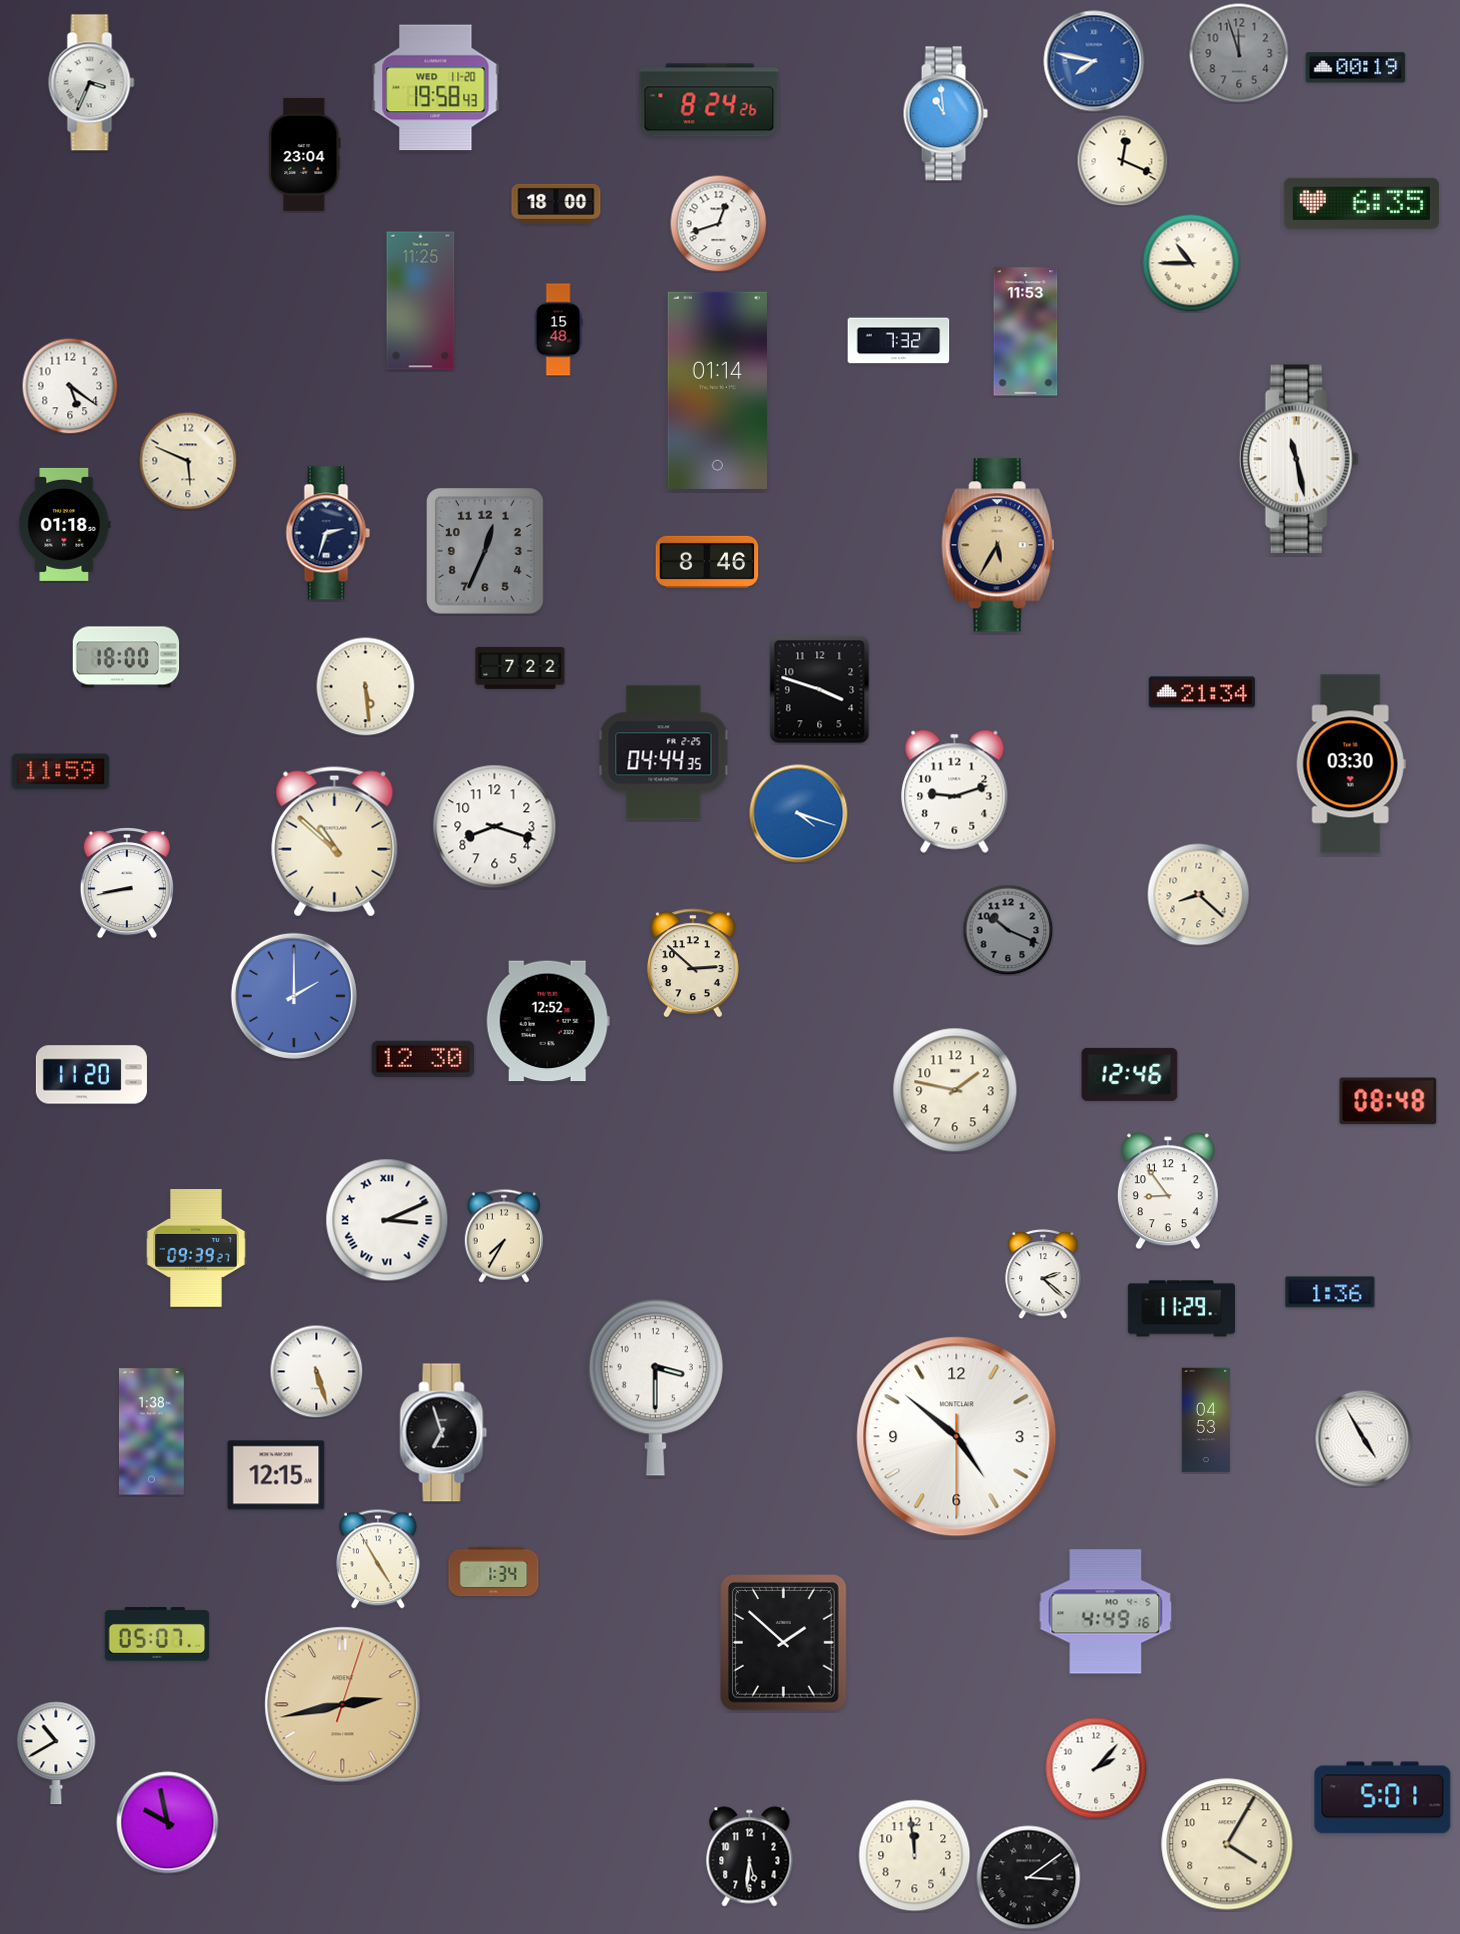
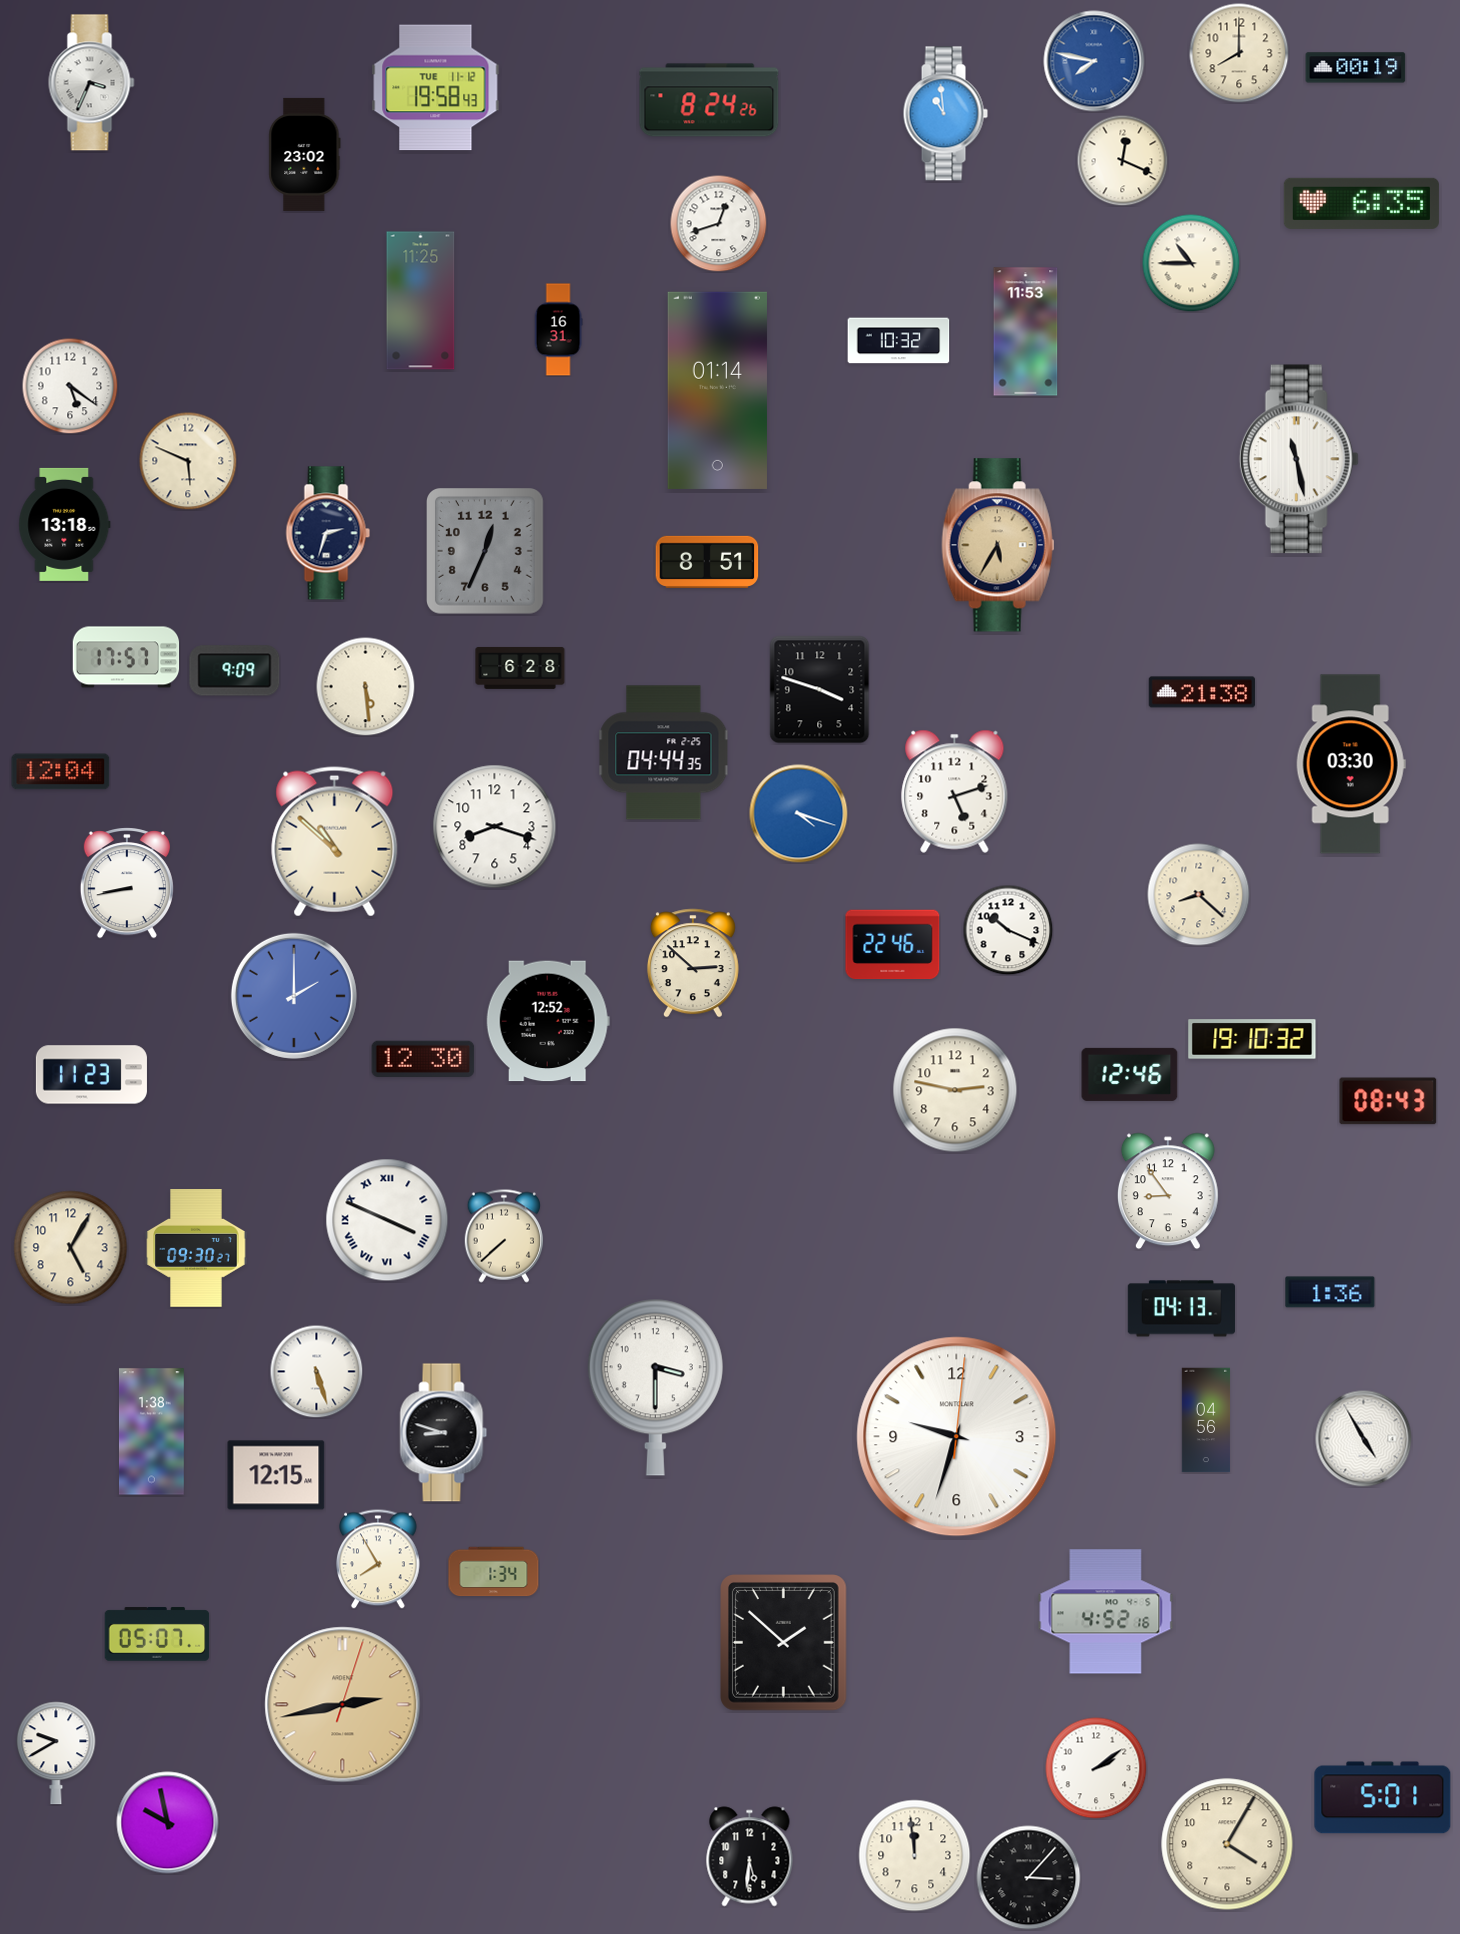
clock at (1239, 53): 11:57 -> 8:00
clock at (1239, 53) dial: grey -> cream
clock at (436, 88) date: WED 11-20 -> TUE 11-12
clock at (305, 154): 23:04 -> 23:02
clock at (556, 204): 18:00 -> none
clock at (558, 330): 15:48 -> 16:31
clock at (899, 341): 7:32 -> 10:32
clock at (65, 524): 01:18 -> 13:18
clock at (707, 562): 8:46 -> 8:51
clock at (126, 657): 18:00 -> 17:57
clock at (520, 668): 7:22 -> 6:28
clock at (235, 671): none -> 9:09
clock at (1202, 692): 21:34 -> 21:38
clock at (61, 772): 11:59 -> 12:04
clock at (955, 791): 9:12 -> 5:12
clock at (1008, 930) dial: grey -> white
clock at (893, 945): none -> 22:46
clock at (1252, 1039): none -> 19:10
clock at (91, 1075): 11:20 -> 11:23
clock at (955, 1090): 1:47 -> 2:47
clock at (1388, 1101): 08:48 -> 08:43
clock at (387, 1220): 3:11 -> 3:49
clock at (504, 1236): 7:35 -> 7:38
clock at (71, 1248): none -> 5:05
clock at (196, 1249): 09:39 -> 09:30
clock at (1043, 1274): 2:22 -> none
clock at (1182, 1309): 11:29 -> 04:13
clock at (1206, 1420): 04:53 -> 04:56
clock at (444, 1433): 6:57 -> 8:48
clock at (957, 1437): 4:51 -> 9:33
clock at (379, 1559): 4:55 -> 7:55
clock at (1106, 1612): 4:49 -> 4:52
clock at (56, 1753): 10:40 -> 9:40
clock at (1096, 1768): 2:07 -> 2:09
clock at (1029, 1878): 3:09 -> 3:07
